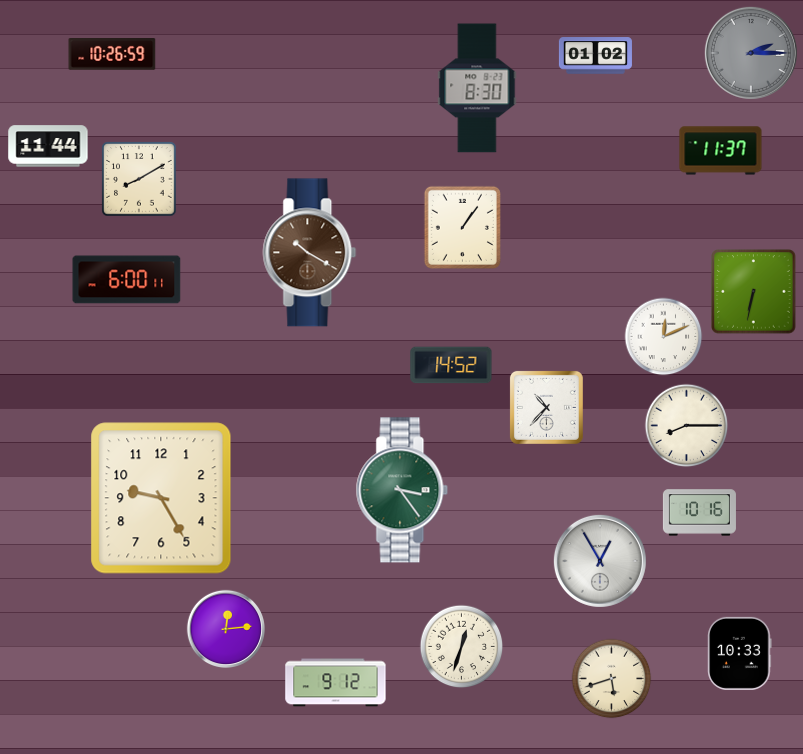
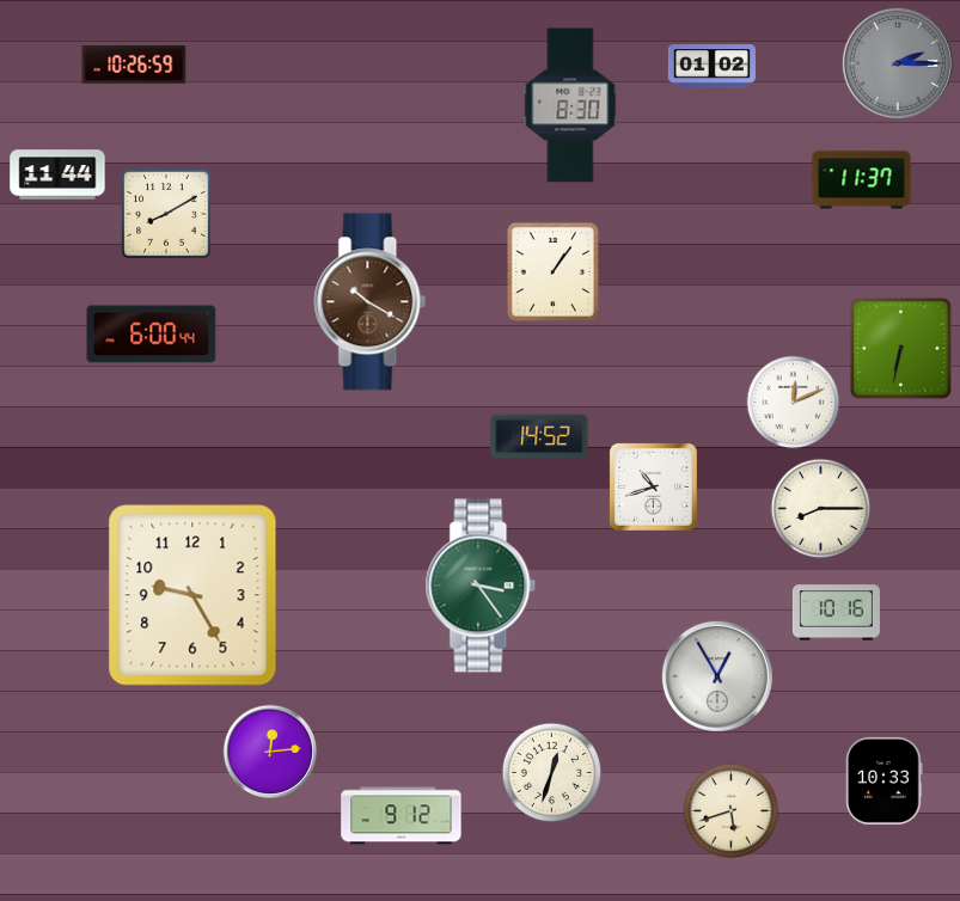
clock at (127, 280): 6:00:11 -> 6:00:44
clock at (546, 407): 10:37 -> 10:42
clock at (600, 561) position: (600, 561) -> (717, 676)
